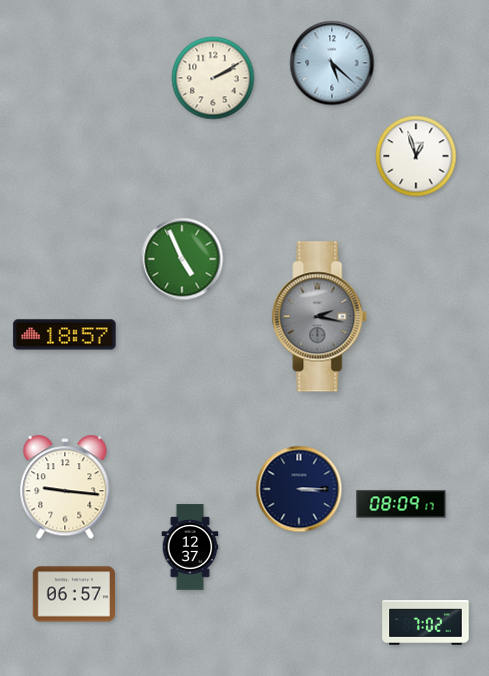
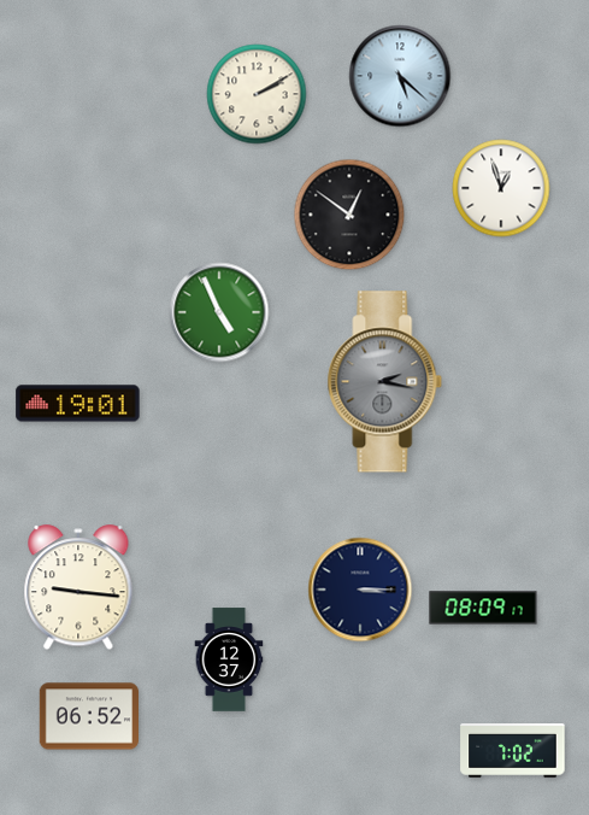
clock at (349, 215): none -> 12:51
clock at (65, 335): 18:57 -> 19:01
clock at (73, 594): 06:57 -> 06:52
